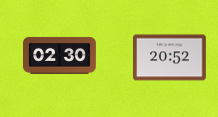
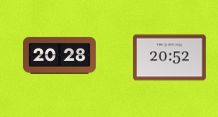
clock at (60, 55): 02:30 -> 20:28
